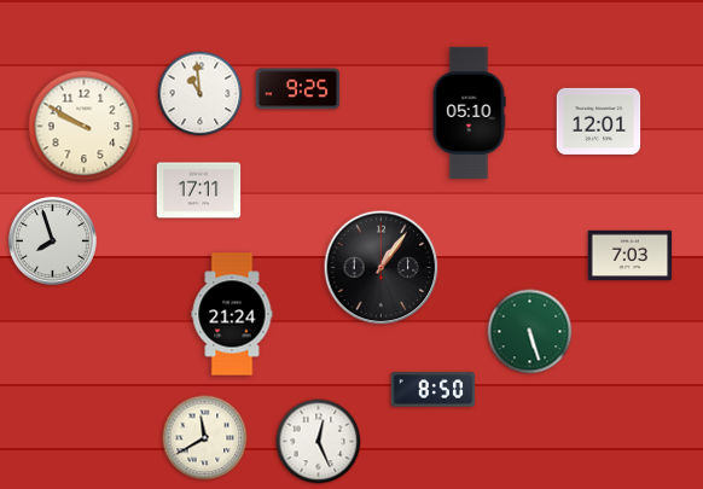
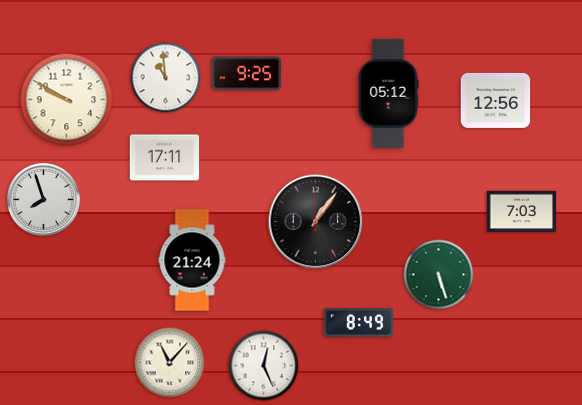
clock at (469, 112): 05:10 -> 05:12
clock at (599, 121): 12:01 -> 12:56
clock at (85, 127) position: (85, 127) -> (67, 100)
clock at (434, 390): 8:50 -> 8:49
clock at (205, 438): 11:40 -> 11:07
